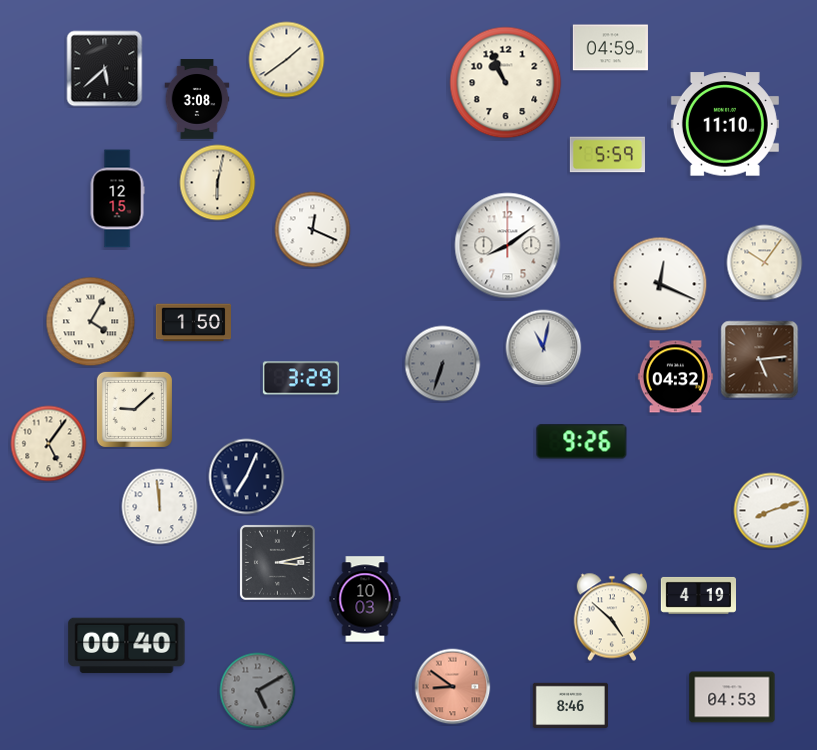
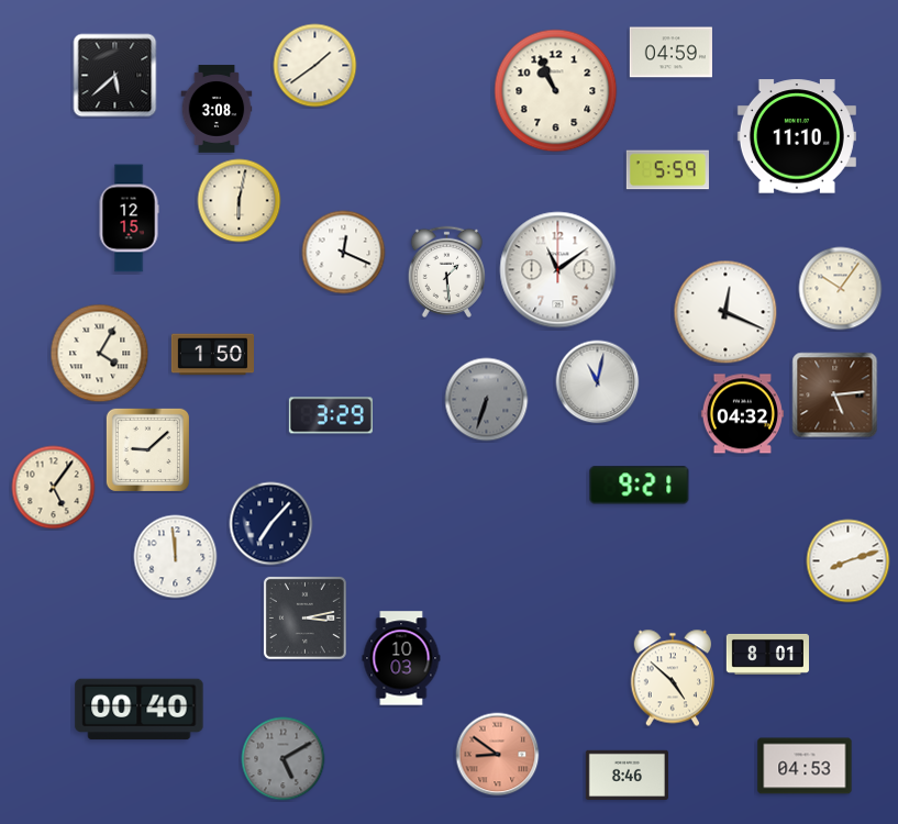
clock at (508, 246): 8:09 -> 11:09
clock at (446, 271): none -> 1:29
clock at (582, 442): 9:26 -> 9:21
clock at (247, 477): 7:04 -> 7:07
clock at (698, 595): 4:19 -> 8:01
